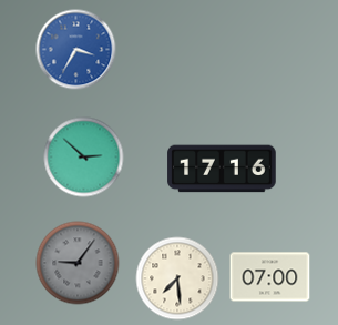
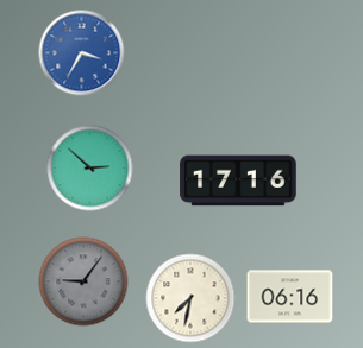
clock at (270, 277): 07:00 -> 06:16
clock at (177, 278): 7:29 -> 7:32
